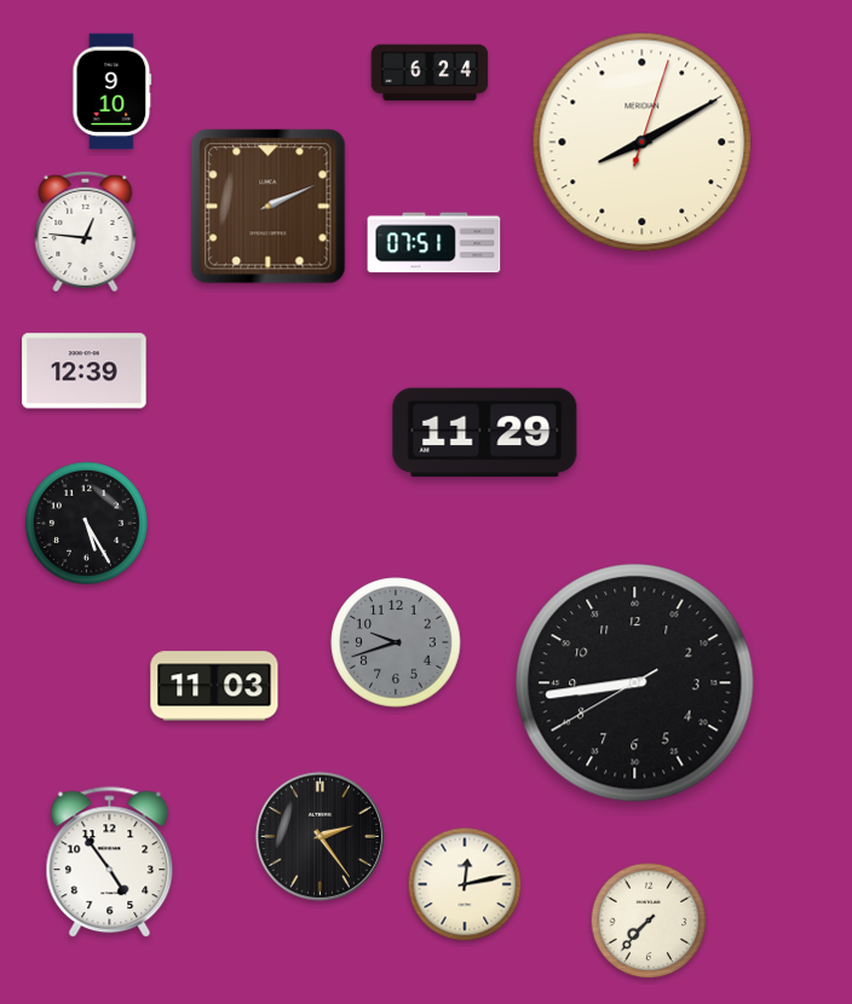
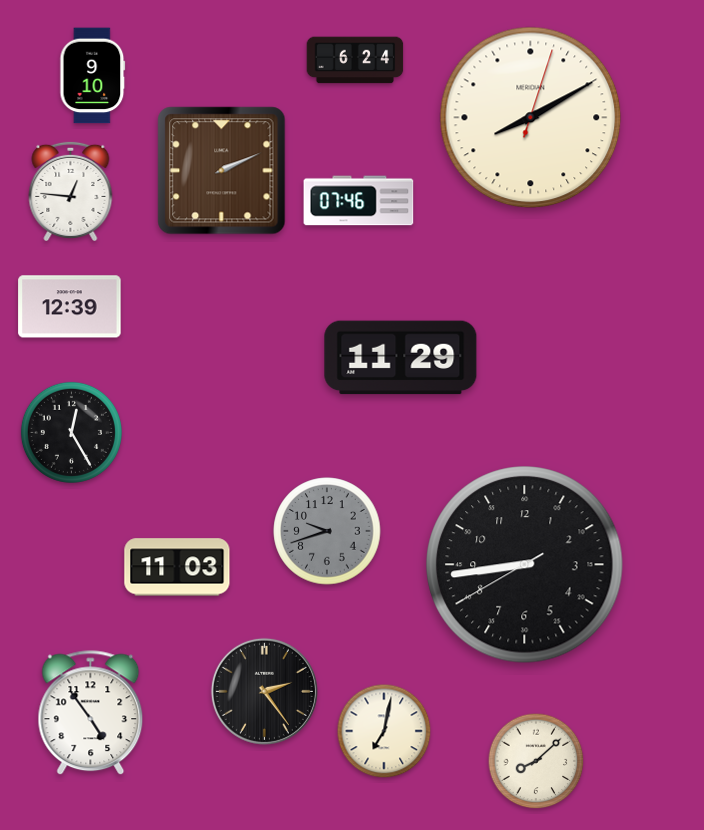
clock at (434, 243): 07:51 -> 07:46
clock at (86, 523): 5:25 -> 12:25
clock at (465, 884): 12:13 -> 7:02
clock at (649, 921): 7:37 -> 8:08
